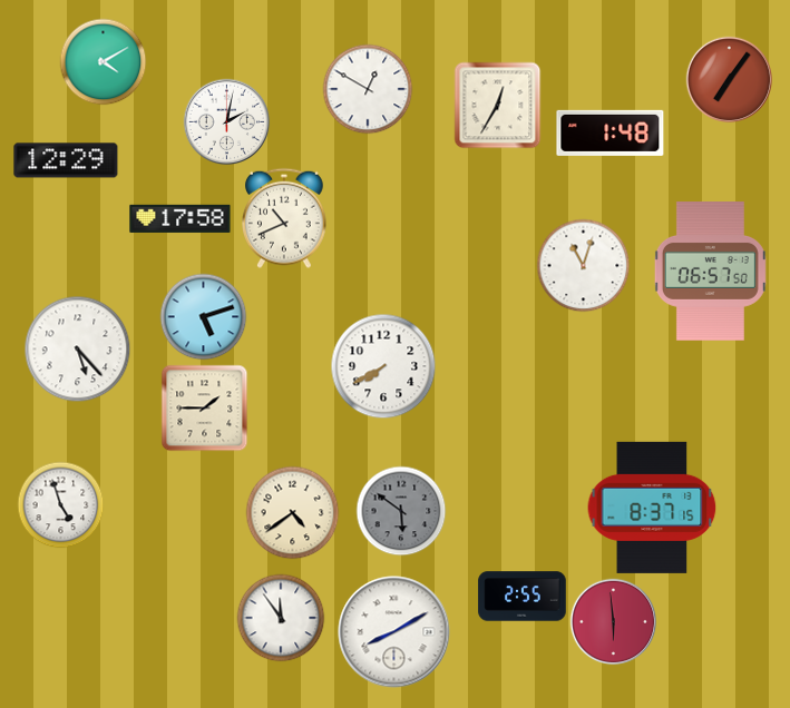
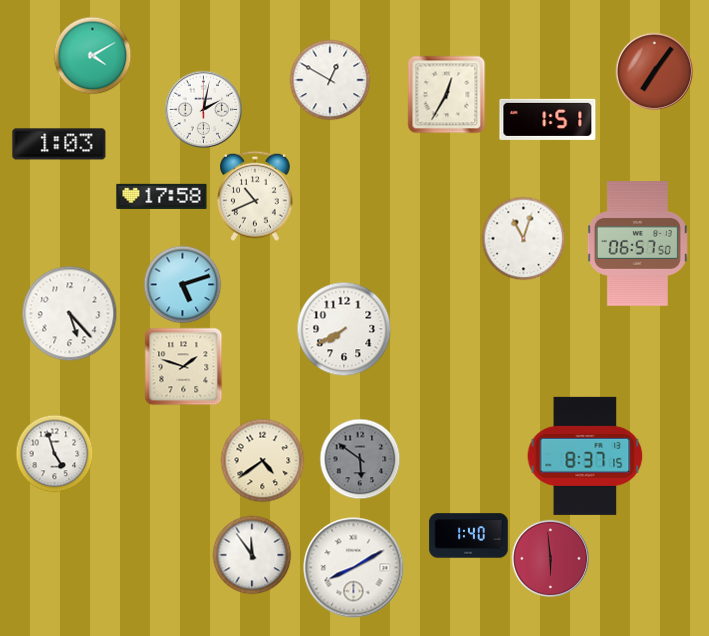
clock at (611, 132): 1:48 -> 1:51
clock at (66, 160): 12:29 -> 1:03
clock at (204, 407): 1:45 -> 1:48
clock at (523, 597): 2:55 -> 1:40
